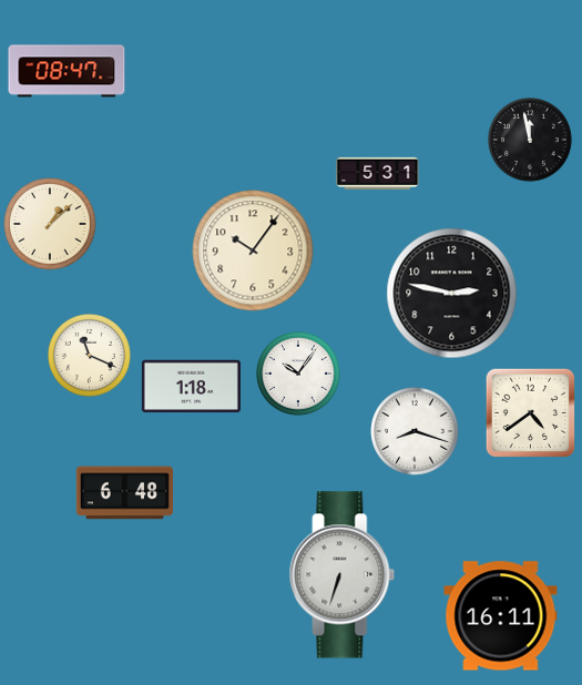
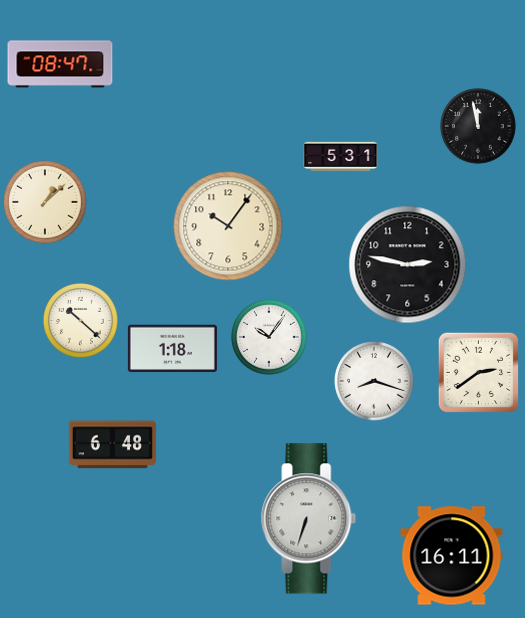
clock at (90, 356): 11:19 -> 10:22
clock at (530, 412): 4:39 -> 2:39
clock at (415, 431) position: (415, 431) -> (374, 381)
